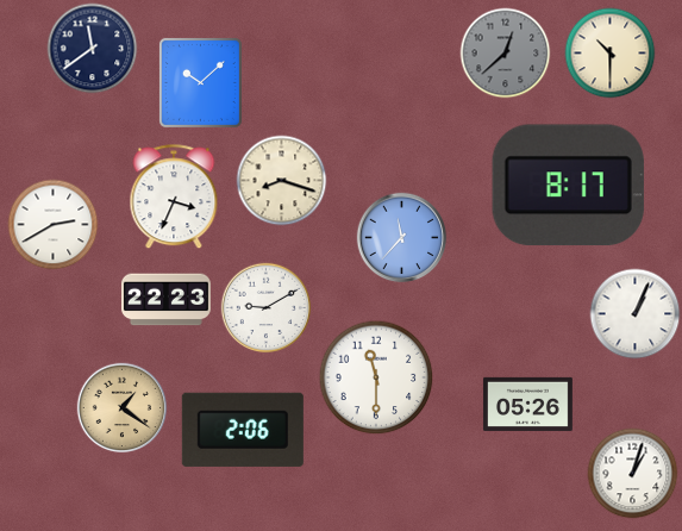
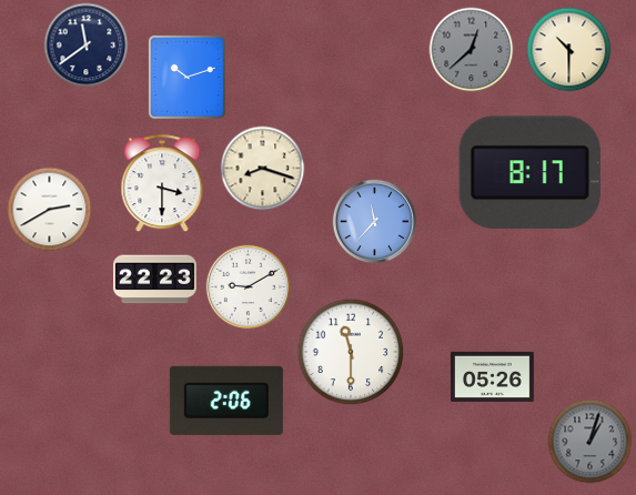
clock at (200, 82): 10:08 -> 10:12
clock at (174, 198): 3:34 -> 3:30
clock at (636, 314): 1:04 -> none
clock at (123, 408): 1:21 -> none
clock at (633, 474) dial: white -> grey
